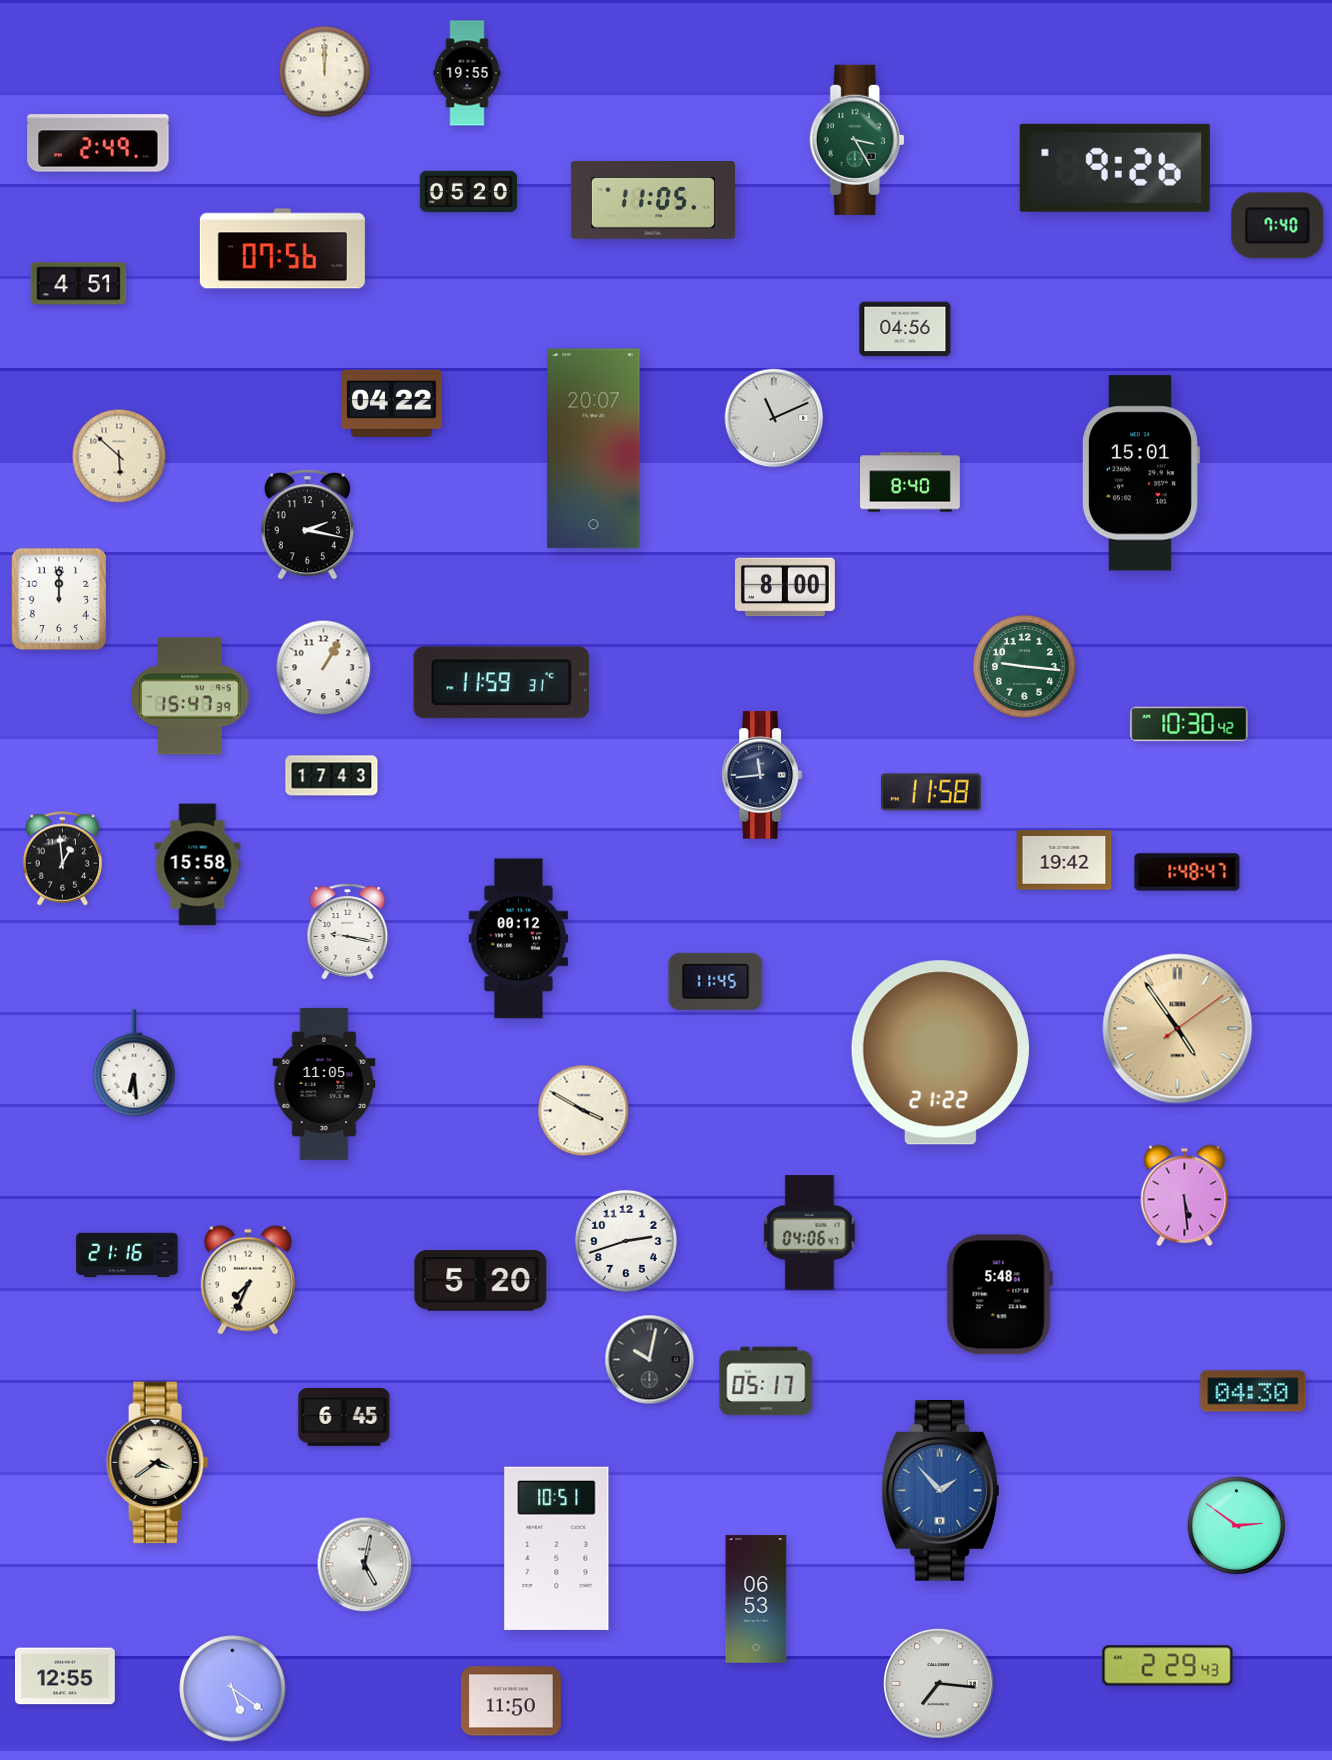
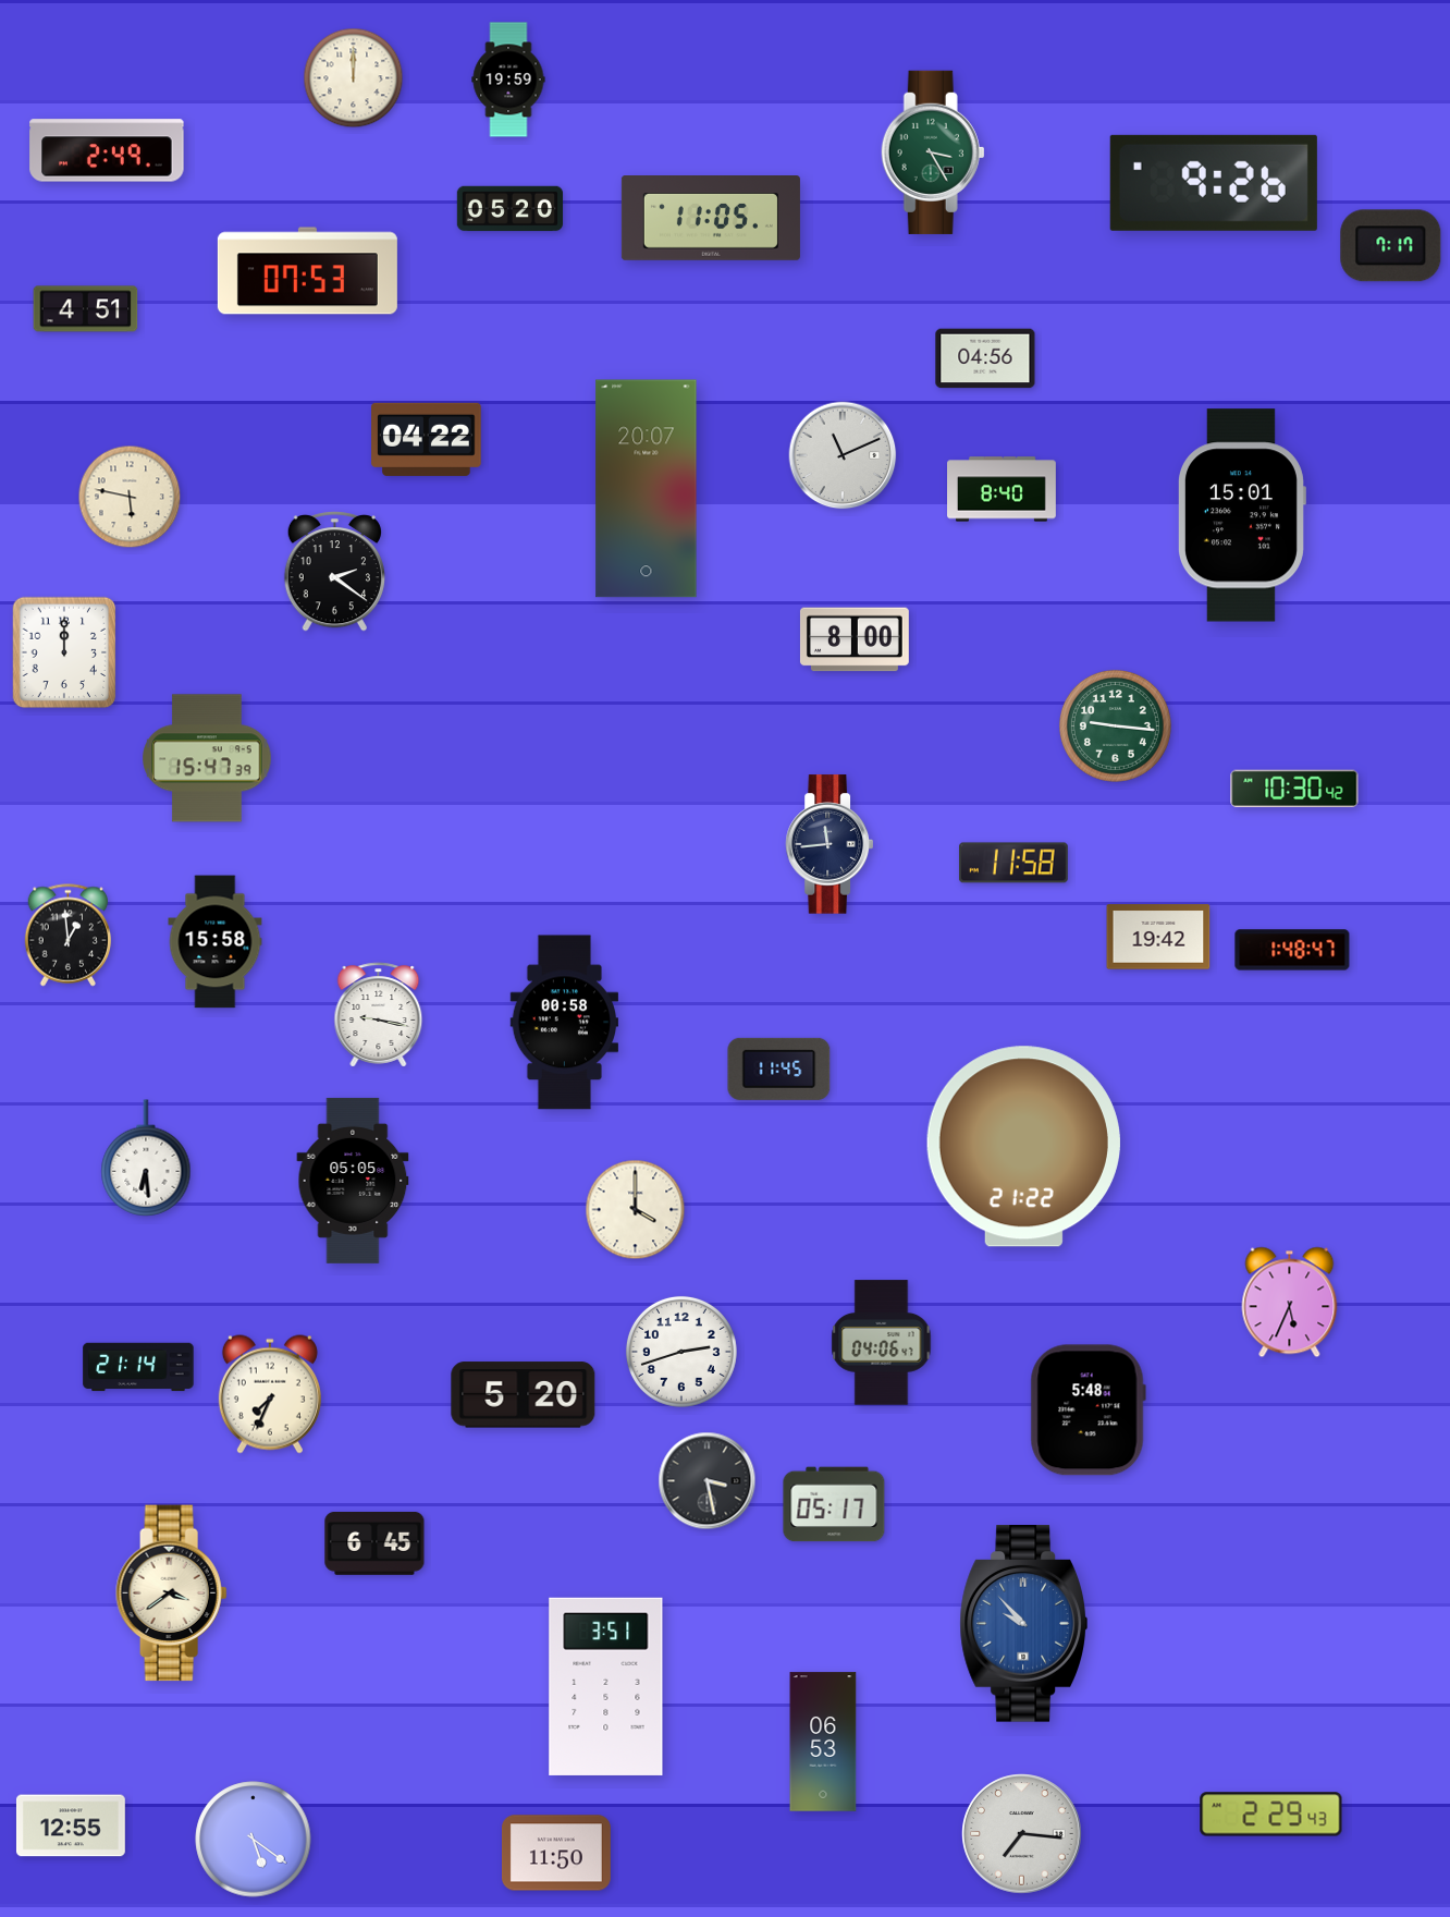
clock at (467, 73): 19:55 -> 19:59
clock at (98, 143) position: (98, 143) -> (107, 150)
clock at (1278, 226): 7:40 -> 7:17
clock at (282, 249): 07:56 -> 07:53
clock at (119, 456): 5:52 -> 5:47
clock at (911, 482) position: (911, 482) -> (1003, 489)
clock at (307, 525): 2:17 -> 2:21
clock at (324, 668): 1:05 -> none
clock at (501, 683): 11:59 -> none
clock at (332, 776): 17:43 -> none
clock at (519, 939): 00:12 -> 00:58
clock at (1178, 1029): 4:54 -> none
clock at (324, 1084): 11:05 -> 05:05
clock at (584, 1111): 3:50 -> 4:00
clock at (1185, 1196): 5:29 -> 5:34
clock at (127, 1255): 21:16 -> 21:14
clock at (650, 1360): 10:02 -> 3:28
clock at (1253, 1391): 04:30 -> none
clock at (940, 1491): 1:53 -> 9:53
clock at (1237, 1526): 2:51 -> none
clock at (557, 1548): 10:51 -> 3:51
clock at (365, 1565): 5:02 -> none
